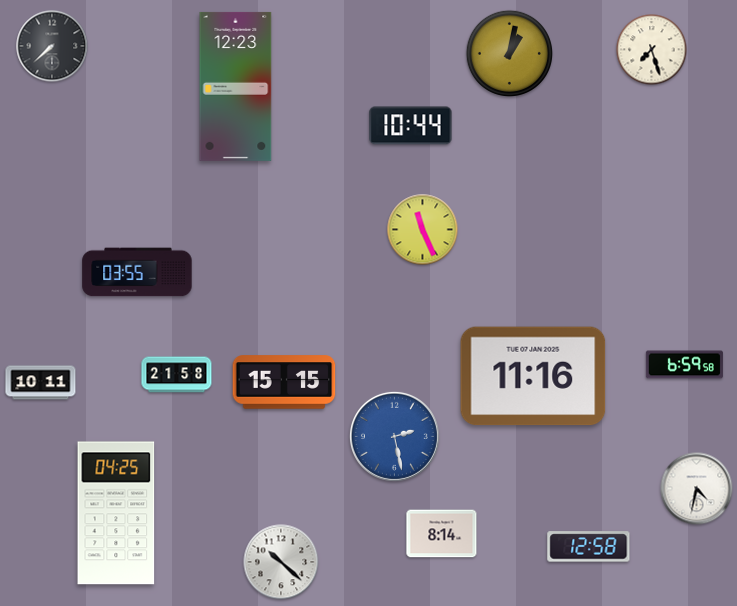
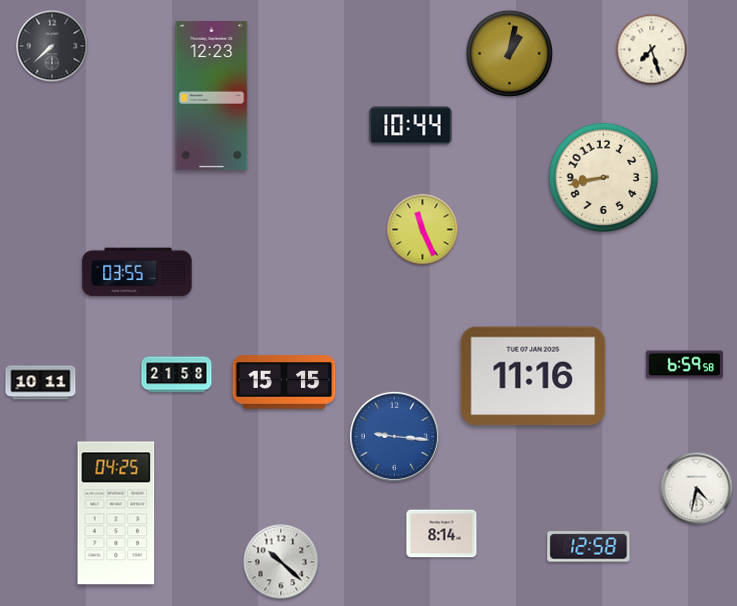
clock at (236, 86) position: (236, 86) -> (212, 95)
clock at (604, 178): none -> 8:43
clock at (394, 436): 2:28 -> 9:16
